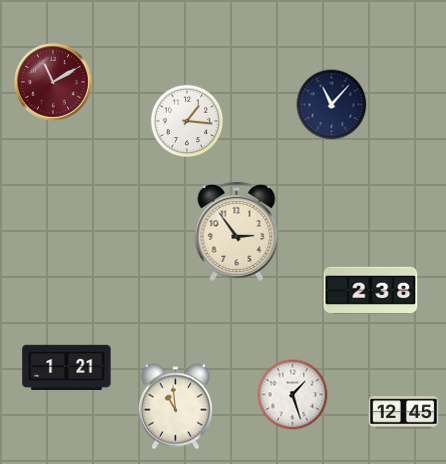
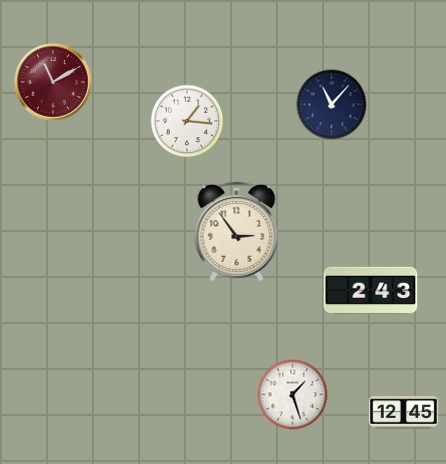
clock at (371, 290): 2:38 -> 2:43
clock at (67, 367): 1:21 -> none
clock at (175, 407): 10:59 -> none
